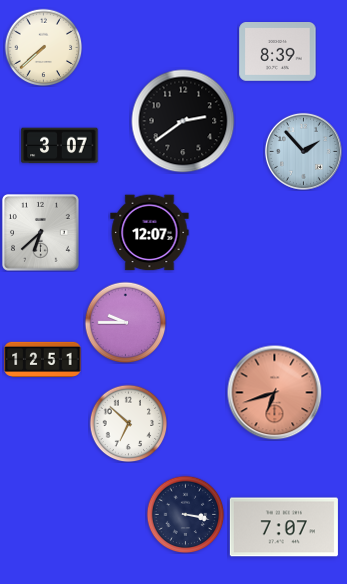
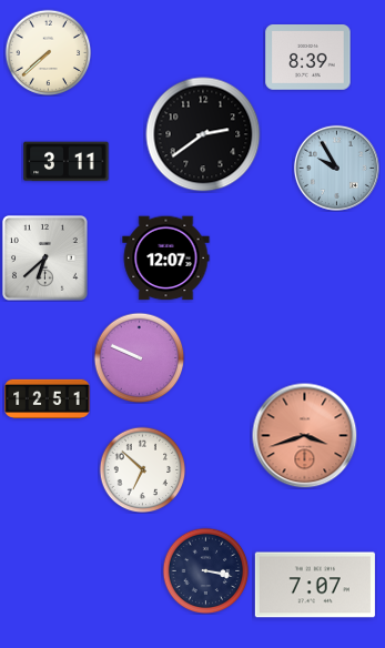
clock at (60, 146): 3:07 -> 3:11
clock at (303, 151): 1:53 -> 9:55
clock at (125, 322): 9:45 -> 9:49
clock at (274, 392): 6:42 -> 3:42
